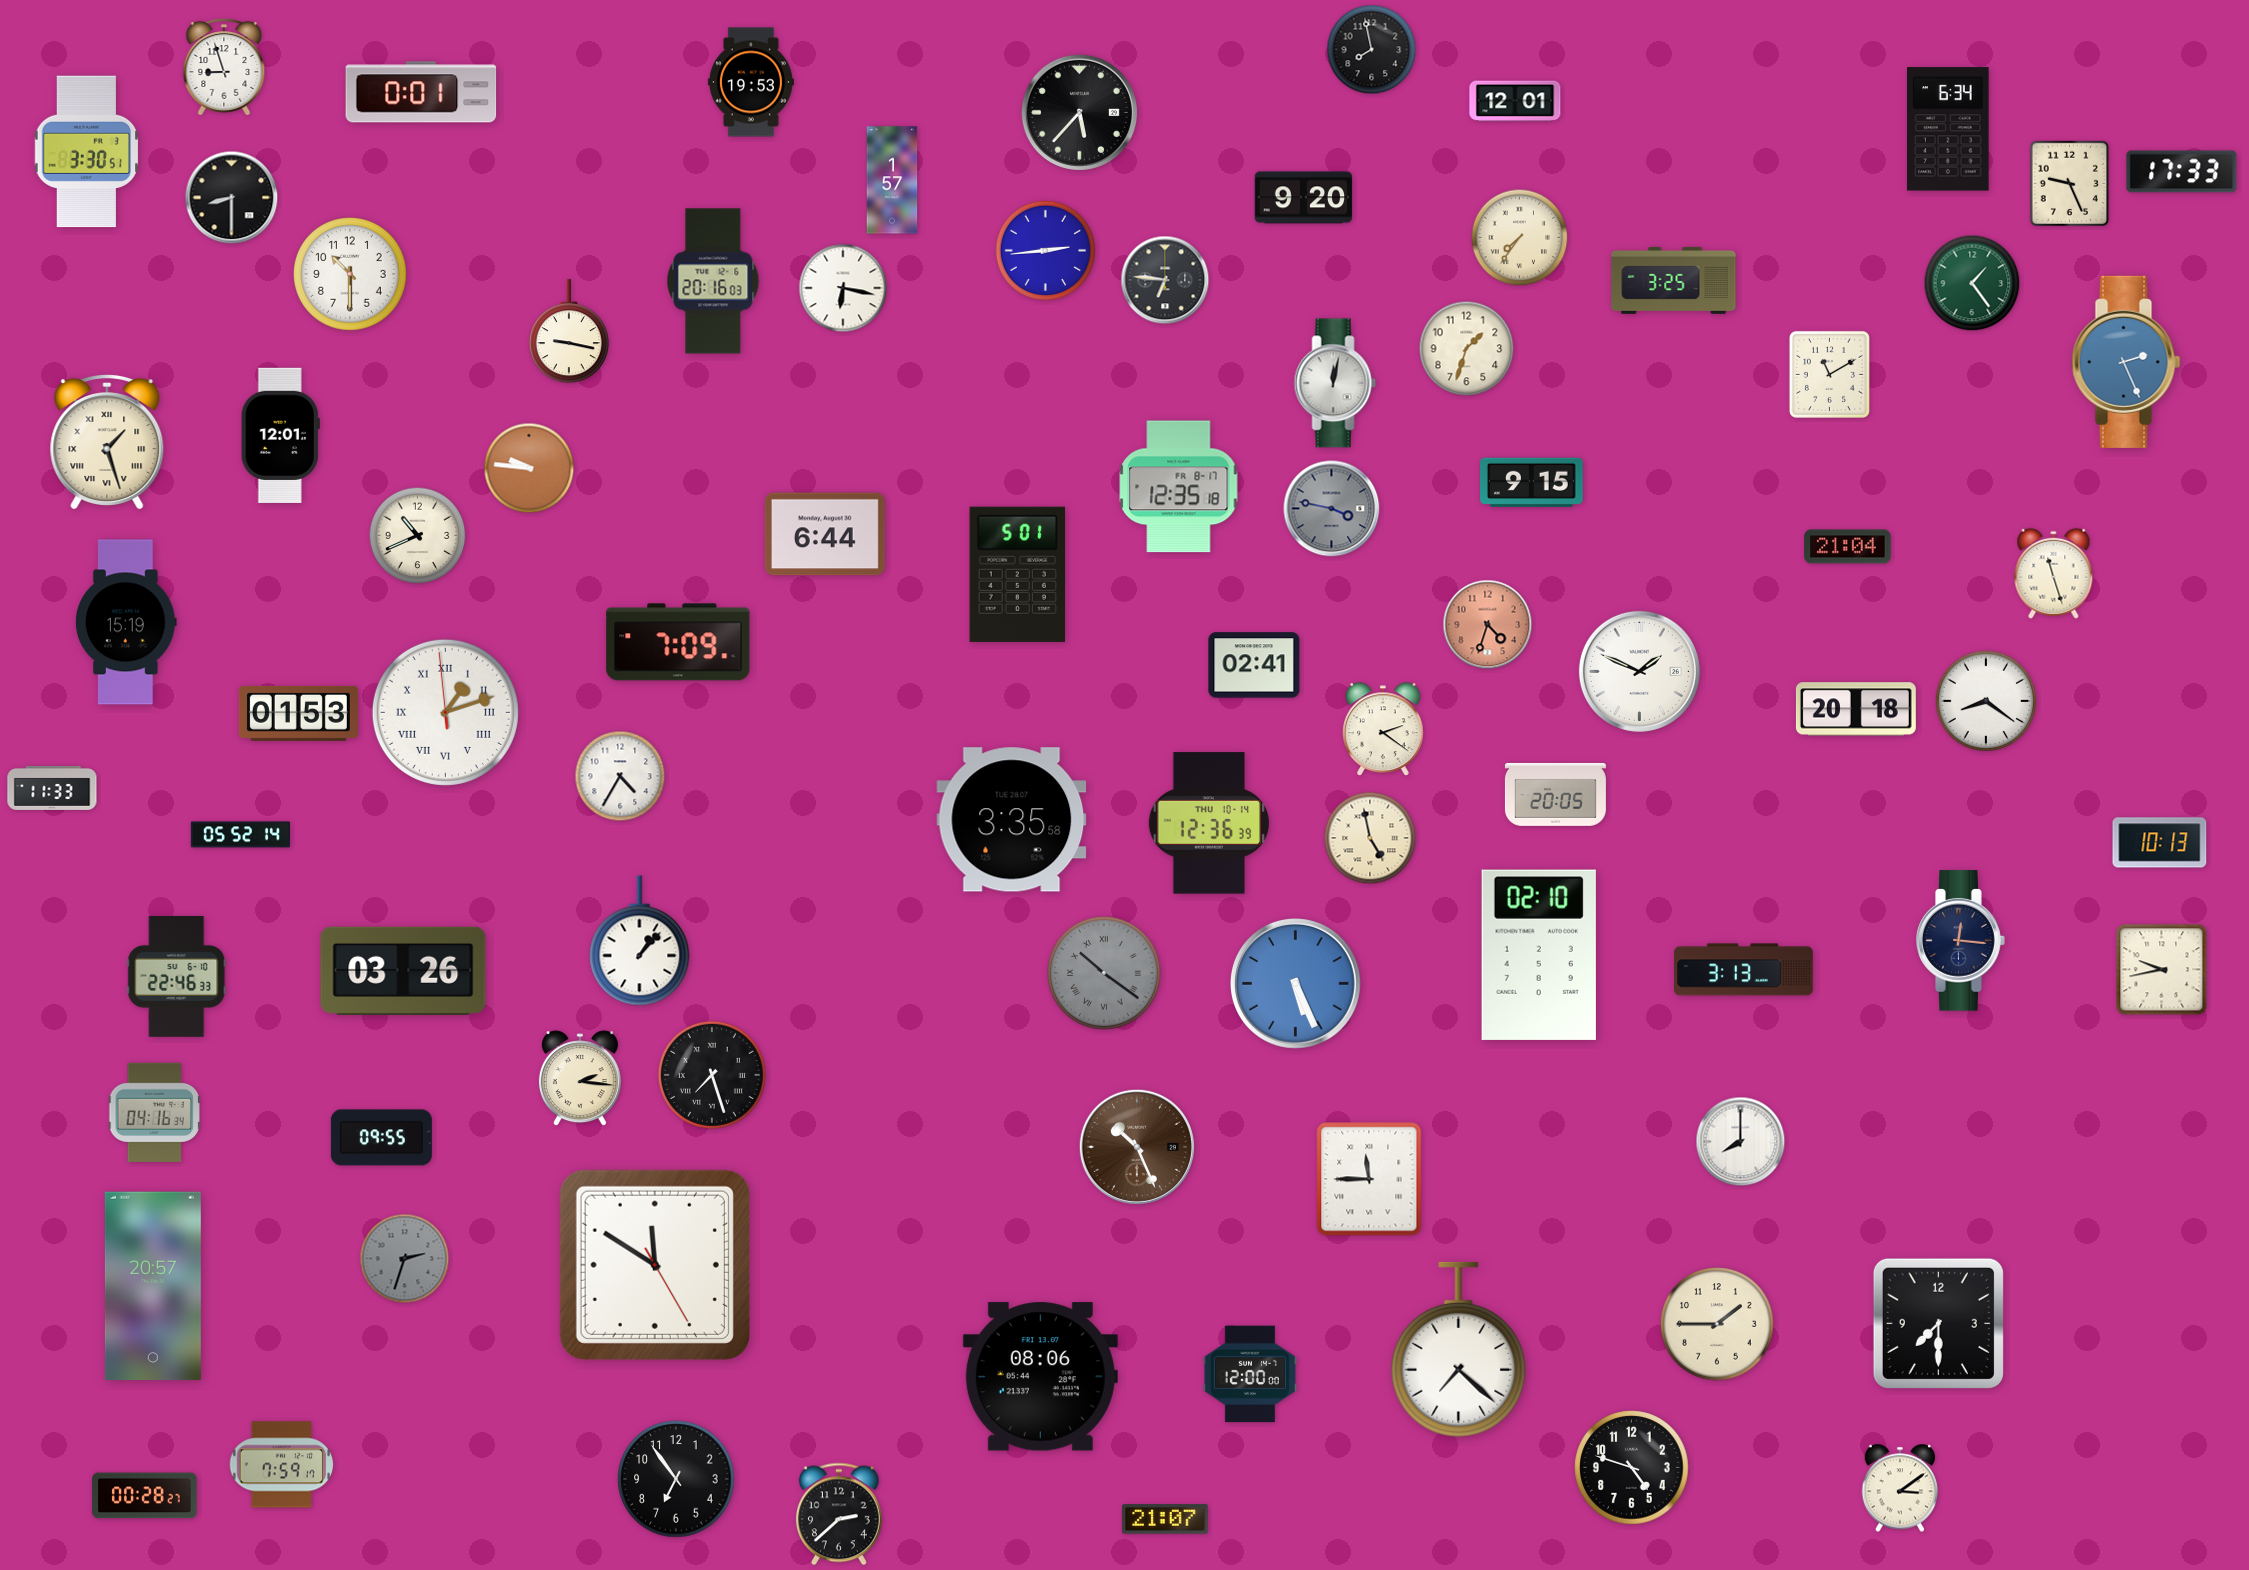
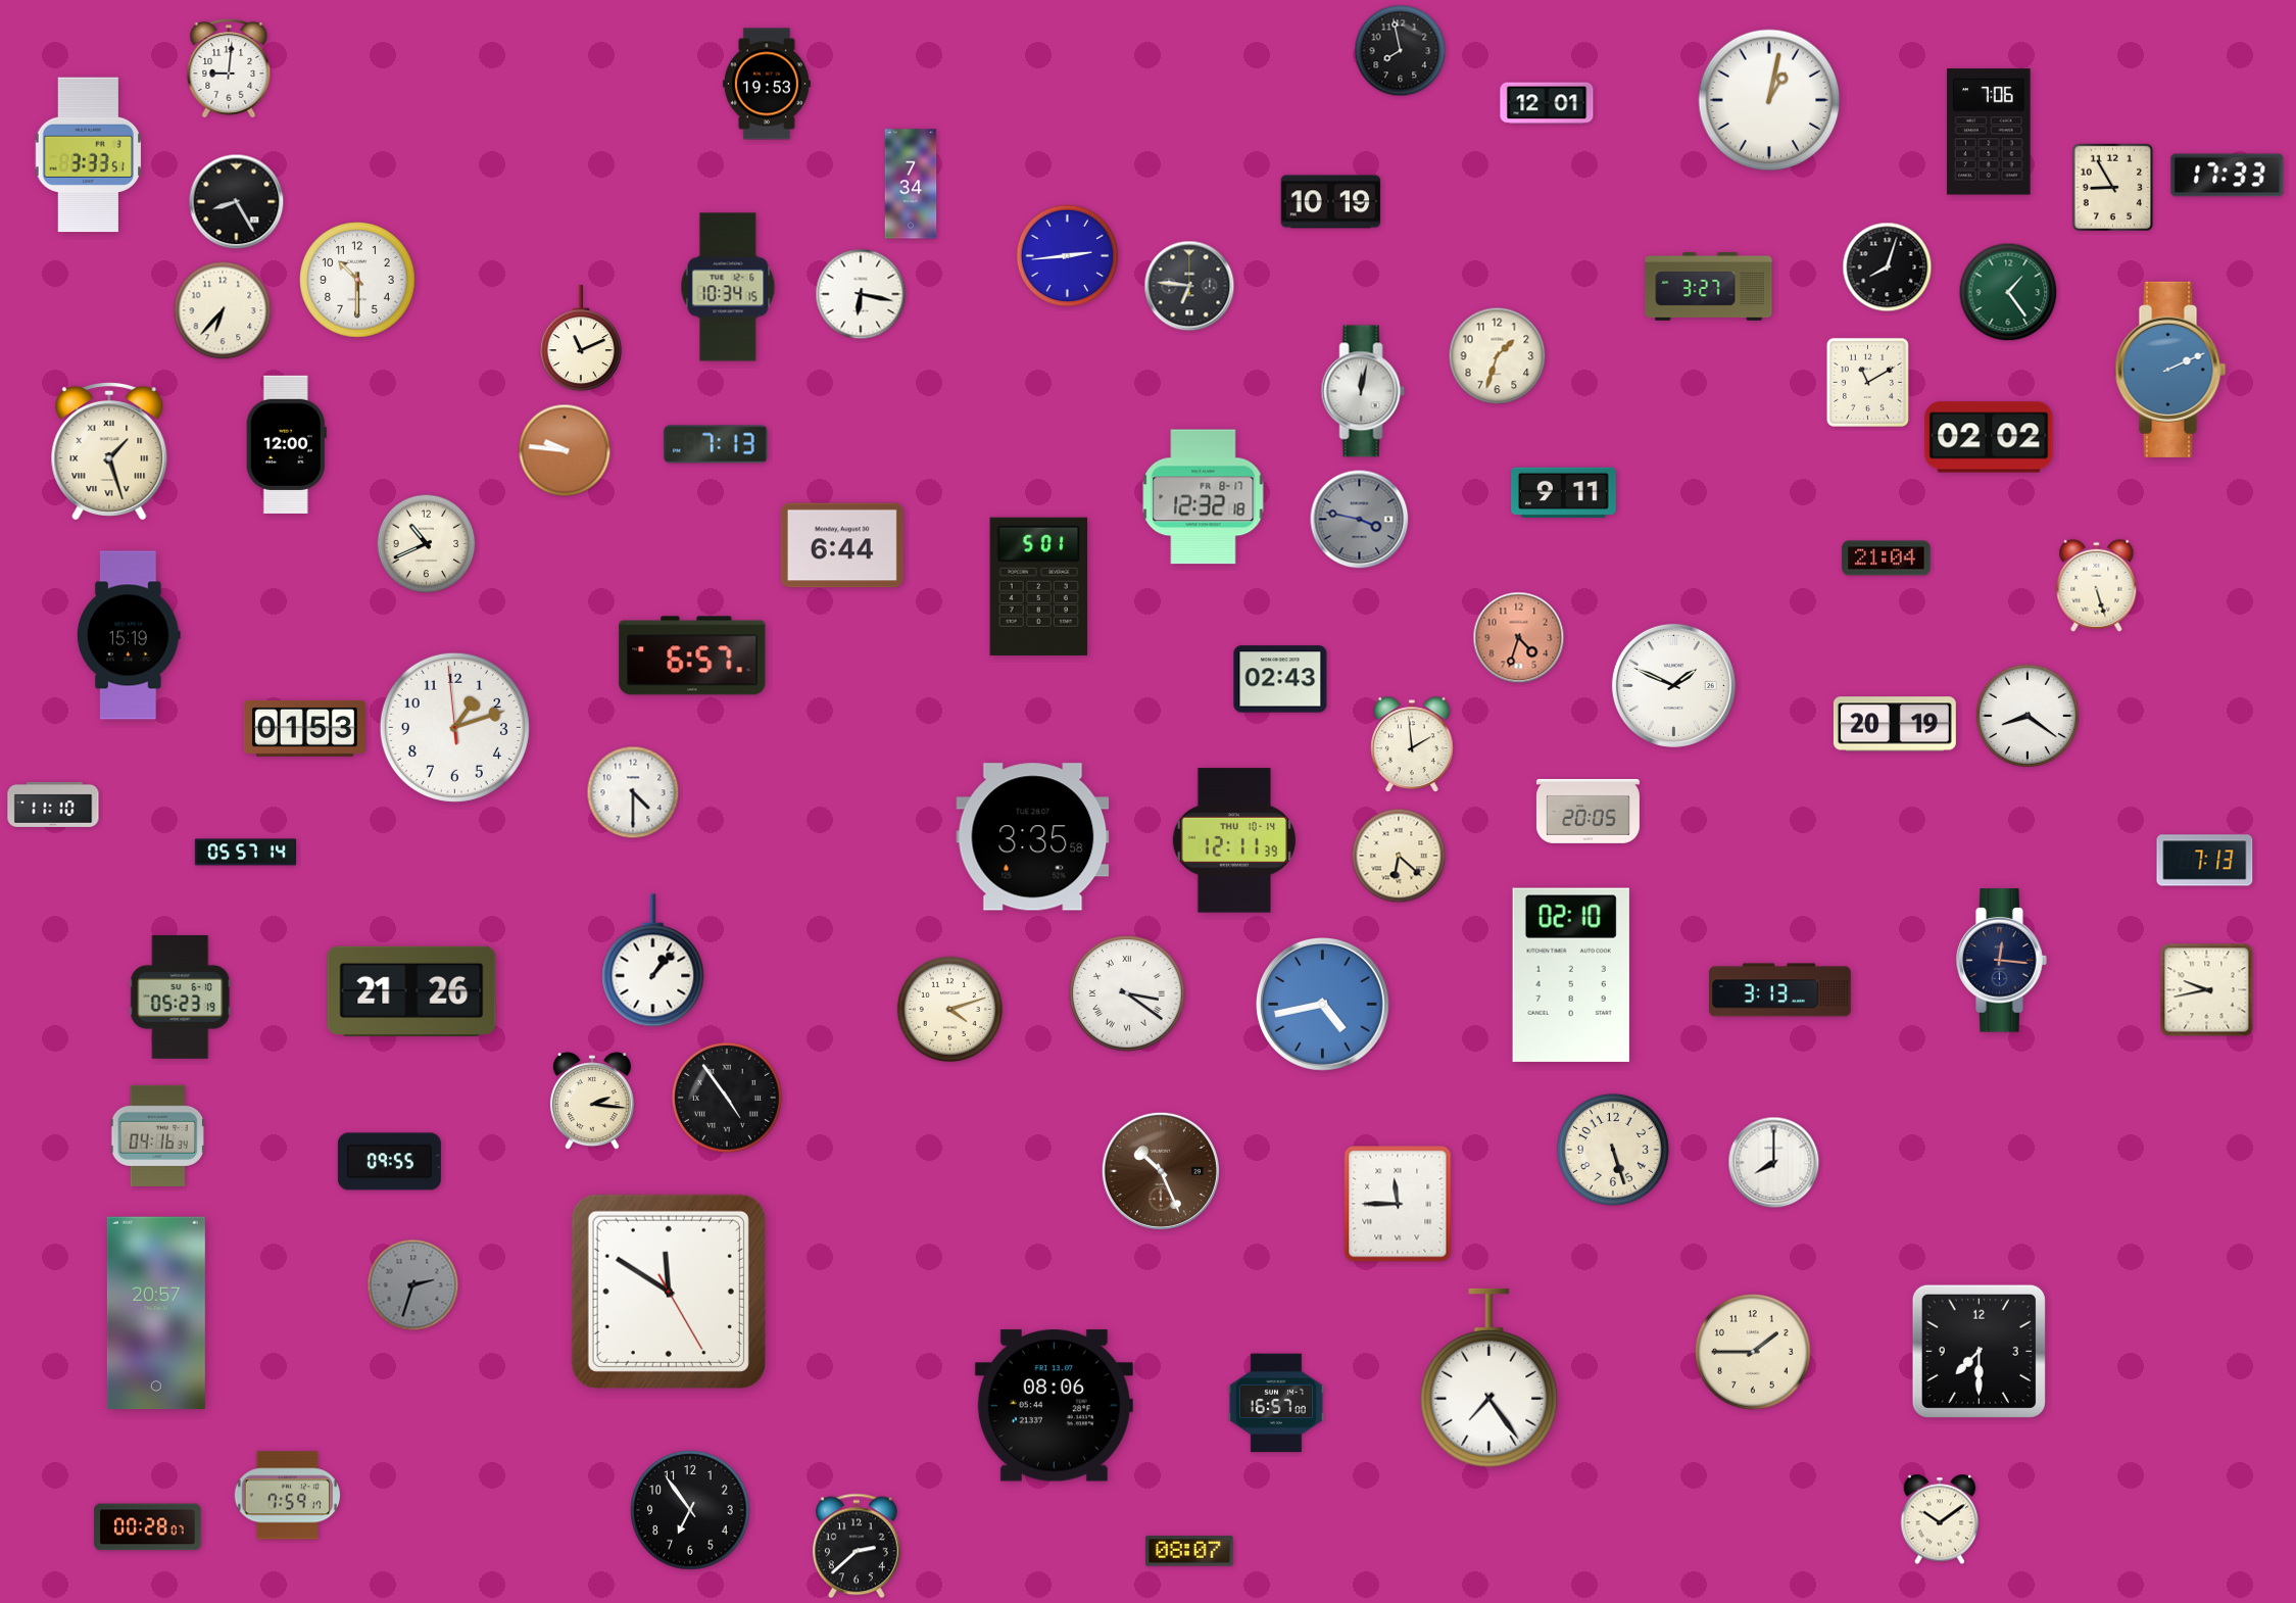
clock at (224, 67): 8:57 -> 9:01
clock at (421, 92): 0:01 -> none
clock at (1769, 100): none -> 1:02
clock at (1079, 112): 5:37 -> none
clock at (1948, 129): 6:34 -> 7:06
clock at (87, 152): 3:30 -> 3:33
clock at (892, 180): 1:57 -> 7:34
clock at (2069, 184): 9:26 -> 8:55
clock at (232, 198): 8:30 -> 8:25
clock at (1304, 198): 9:20 -> 10:19
clock at (1520, 238): 7:36 -> none
clock at (1888, 268): none -> 8:03
clock at (1674, 280): 3:25 -> 3:27
clock at (713, 281): 20:16 -> 10:34
clock at (1972, 283) position: (1972, 283) -> (2008, 292)
clock at (223, 310): none -> 6:37
clock at (569, 332): 9:17 -> 11:11
clock at (2126, 362): 2:26 -> 2:11
clock at (1989, 437): none -> 02:02
clock at (280, 435): 12:01 -> 12:00
clock at (716, 444): none -> 7:13
clock at (529, 468) position: (529, 468) -> (565, 450)
clock at (1532, 483): 9:15 -> 9:11
clock at (1179, 487): 12:35 -> 12:32
clock at (418, 536) position: (418, 536) -> (427, 544)
clock at (2054, 573): 11:27 -> 5:27
clock at (678, 642): 7:09 -> 6:57
clock at (1254, 665): 02:41 -> 02:43
clock at (1856, 709): 20:18 -> 20:19
clock at (445, 712) numerals: Roman -> Arabic
clock at (1383, 729): 2:21 -> 1:59
clock at (620, 776): 4:35 -> 4:30
clock at (52, 788): 11:33 -> 11:10
clock at (1209, 823): 12:36 -> 12:11
clock at (240, 835): 05:52 -> 05:57
clock at (1370, 838): 4:58 -> 6:22
clock at (2160, 843): 10:13 -> 7:13
clock at (403, 971): 03:26 -> 21:26
clock at (1104, 973): 10:21 -> 3:21
clock at (1104, 973) dial: grey -> white
clock at (177, 977): 22:46 -> 05:23
clock at (1295, 983): 5:26 -> 4:43
clock at (949, 1009): none -> 4:12
clock at (712, 1075): 7:27 -> 4:54
clock at (1613, 1150): none -> 5:27
clock at (1741, 1142) position: (1741, 1142) -> (1774, 1163)
clock at (1459, 1350): 7:22 -> 7:24
clock at (1250, 1374): 12:00 -> 16:57
clock at (1040, 1377) position: (1040, 1377) -> (1054, 1406)
clock at (1632, 1468): 4:48 -> none
clock at (1900, 1488): 3:09 -> 10:09
clock at (145, 1496): 00:28:27 -> 00:28:07
clock at (1165, 1519): 21:07 -> 08:07
